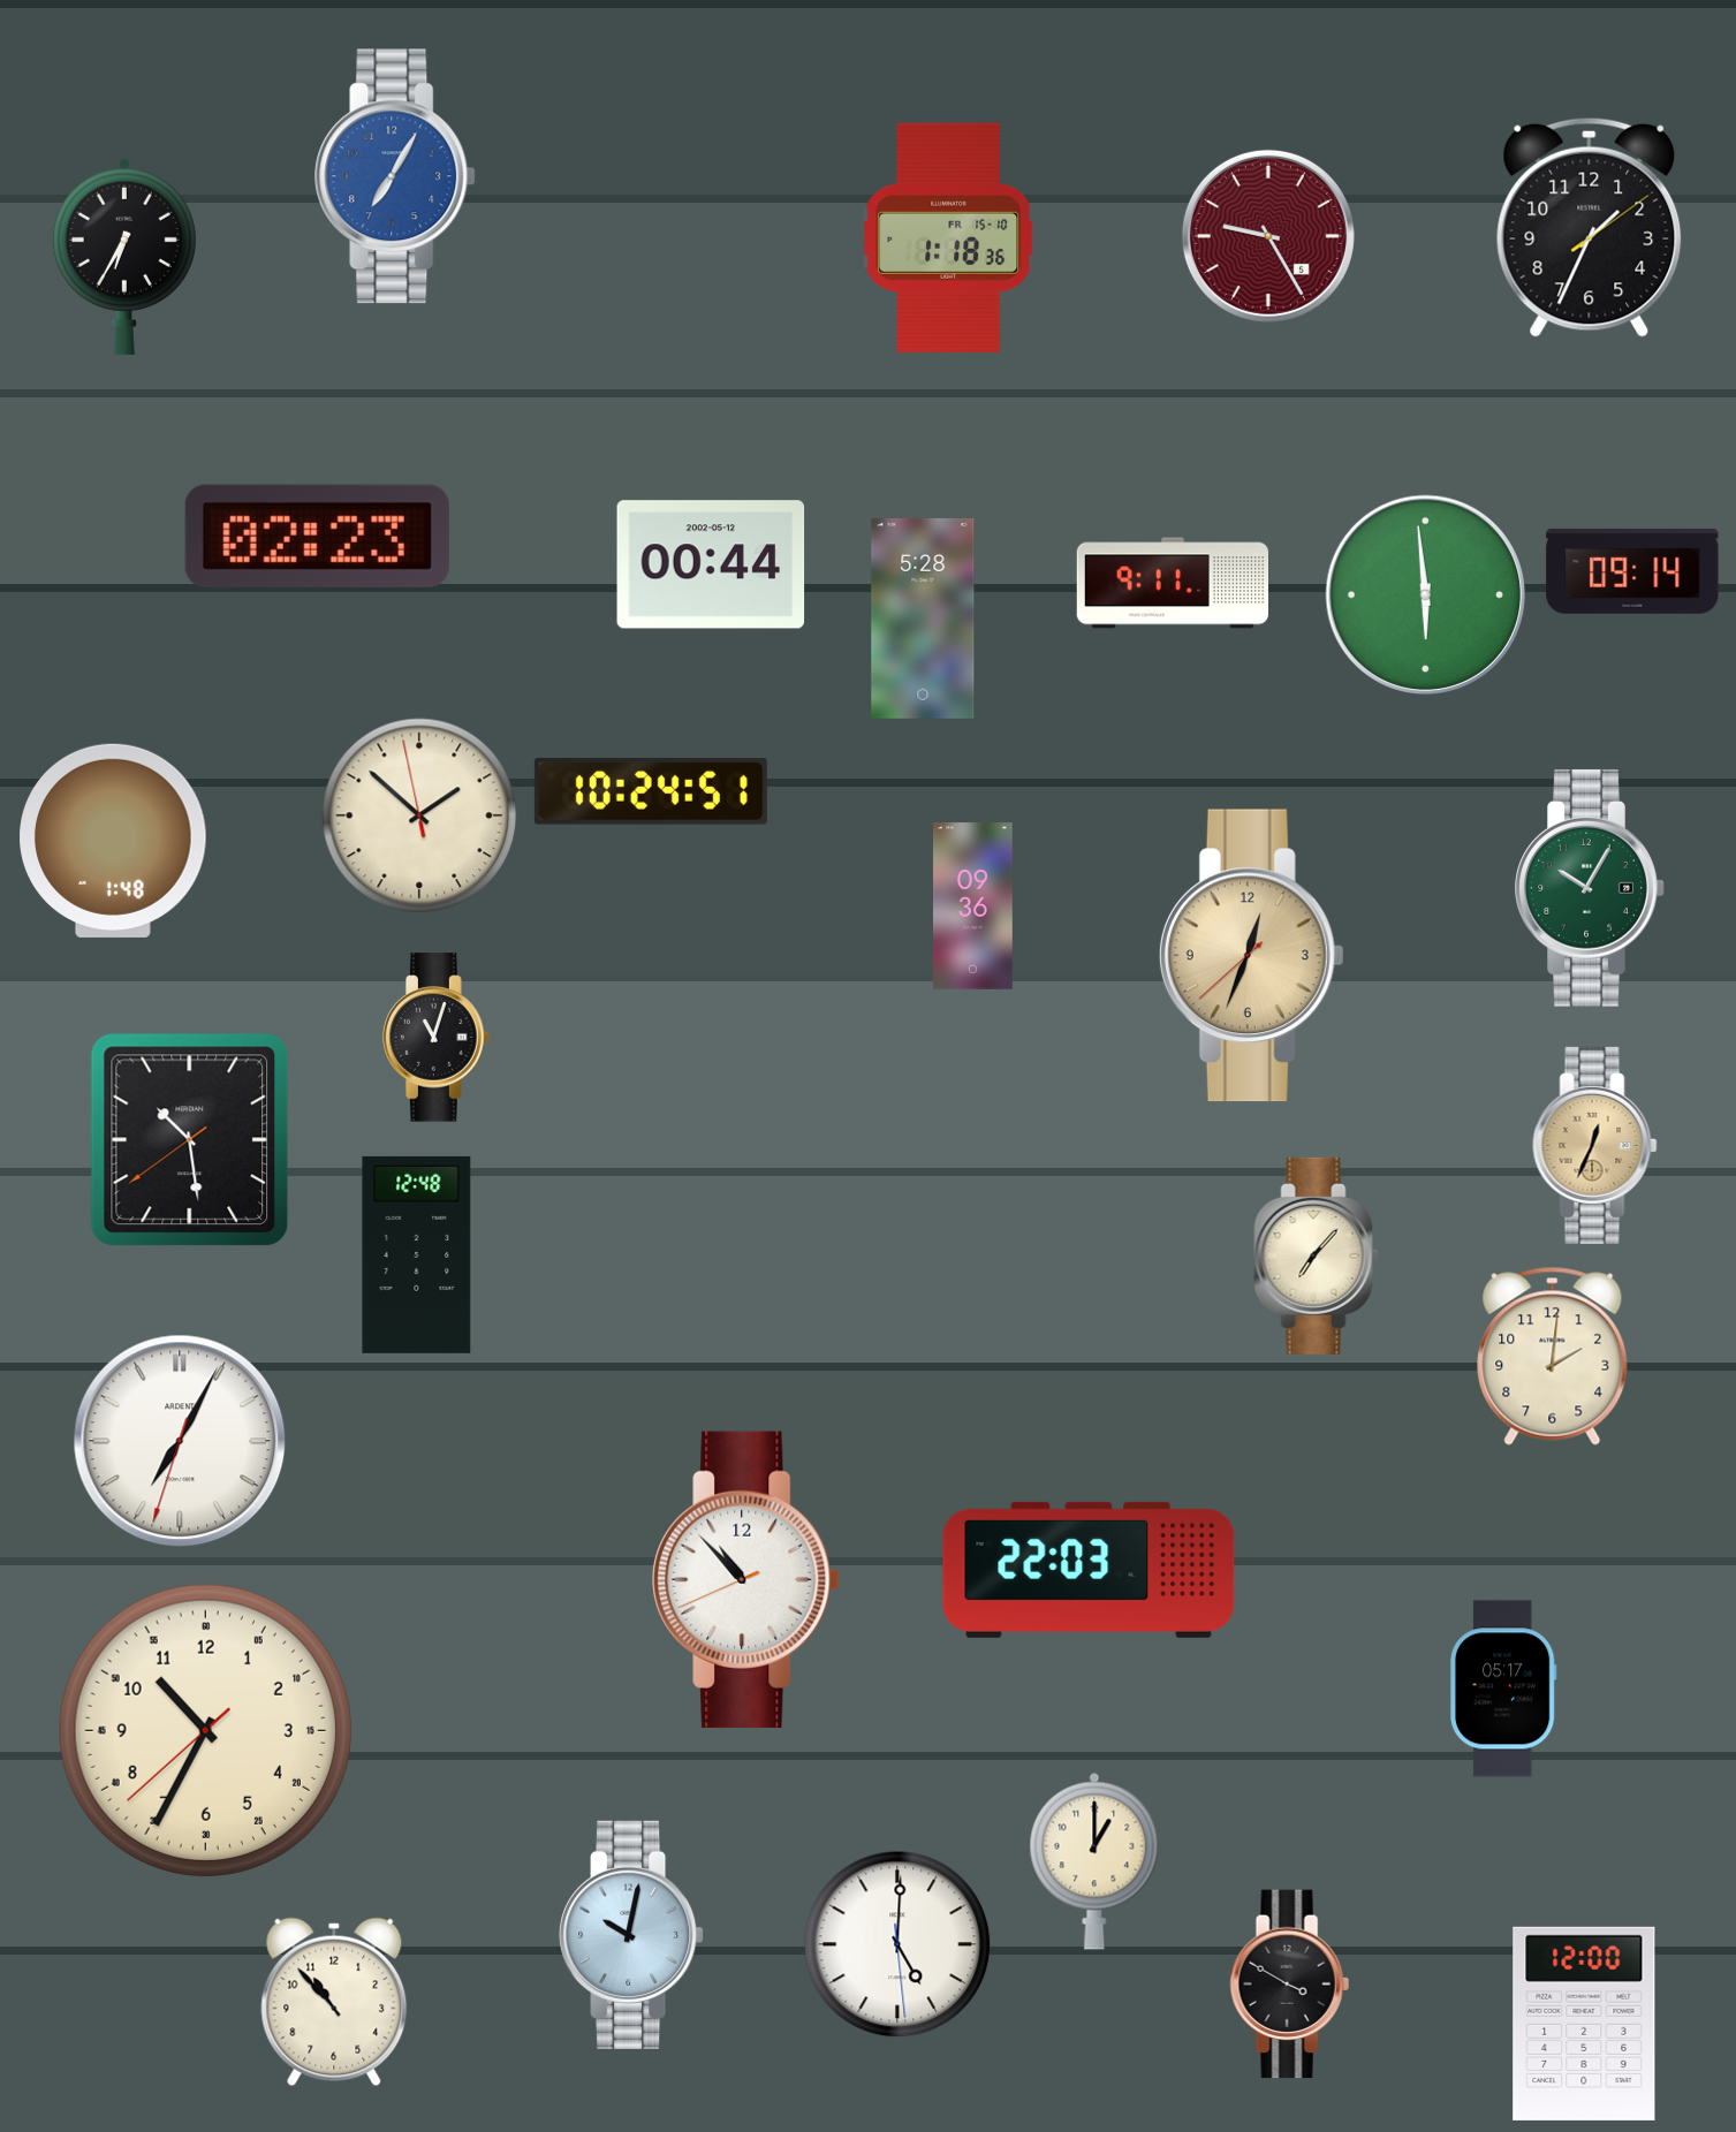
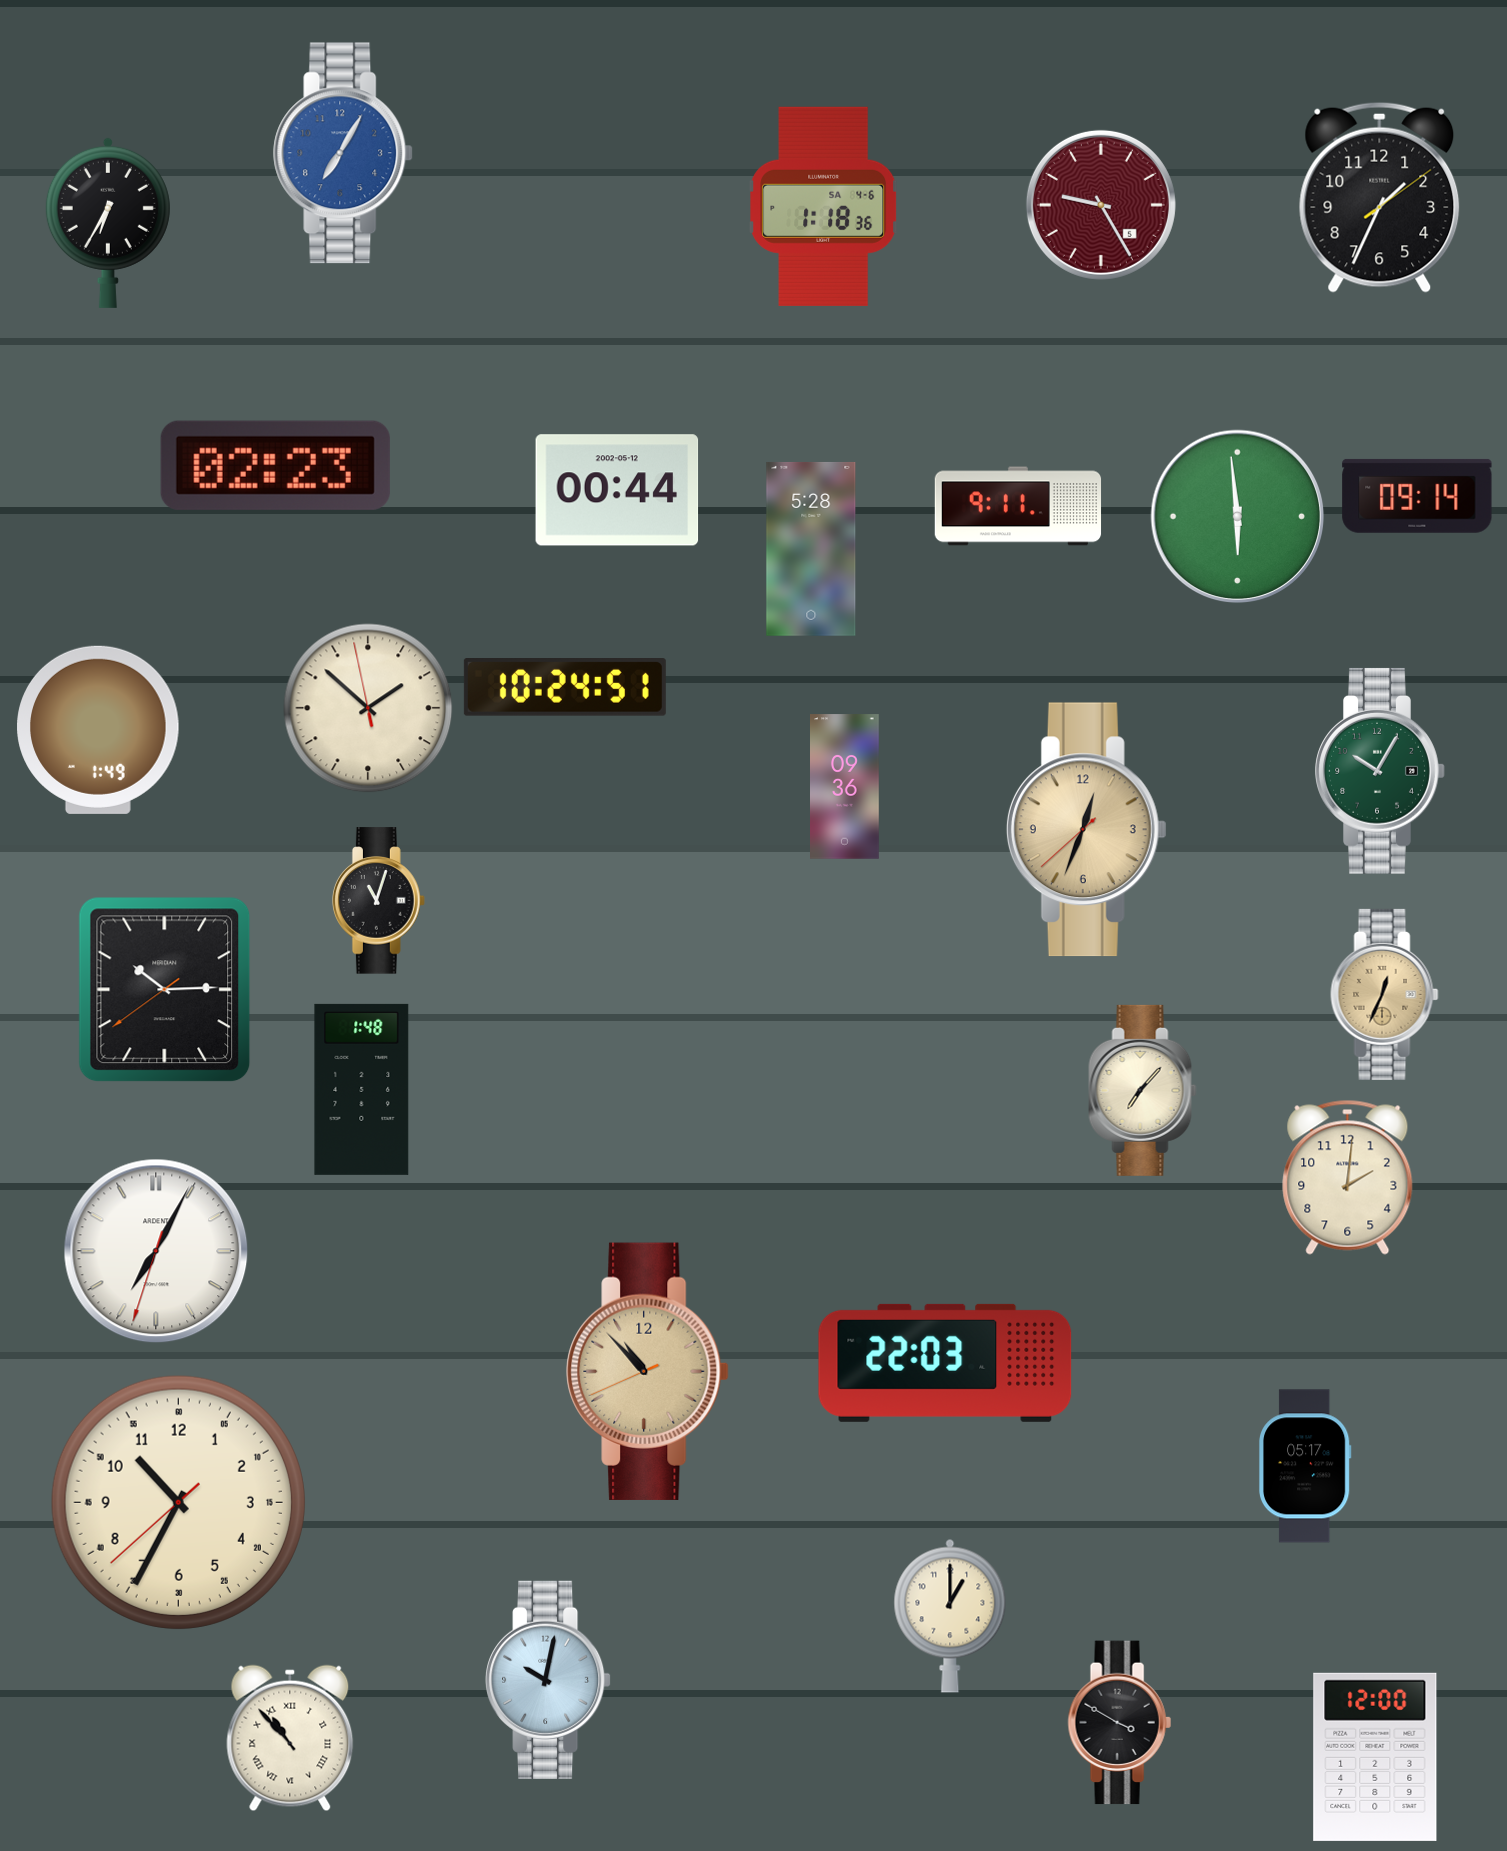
clock at (949, 237) date: FR 15-10 -> SA 4-6
clock at (923, 619) position: (923, 619) -> (811, 549)
clock at (419, 815) position: (419, 815) -> (368, 708)
clock at (113, 841): 1:48 -> 1:49
clock at (190, 1140): 10:28 -> 10:14
clock at (417, 1254): 12:48 -> 1:48
clock at (746, 1579) dial: white -> champagne
clock at (897, 1944): 5:00 -> none
clock at (334, 2002) numerals: Arabic -> Roman
